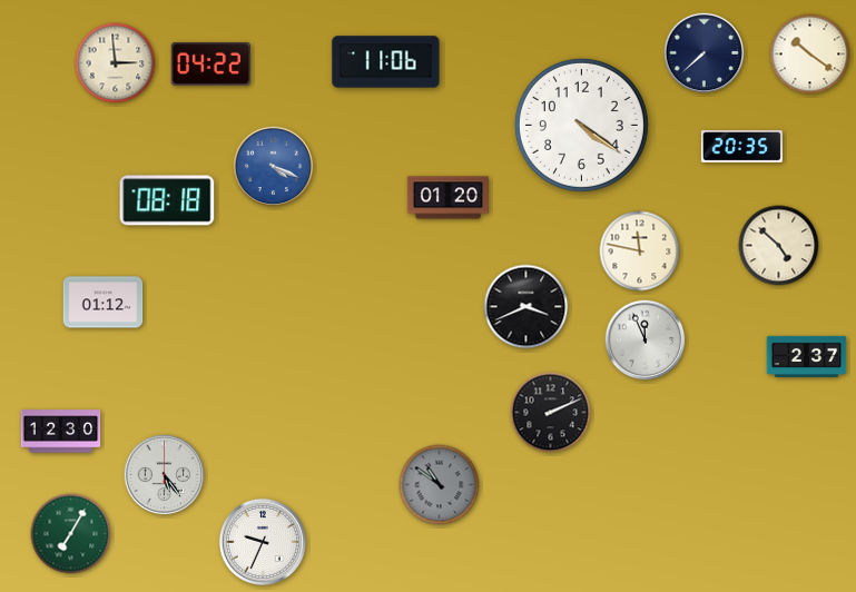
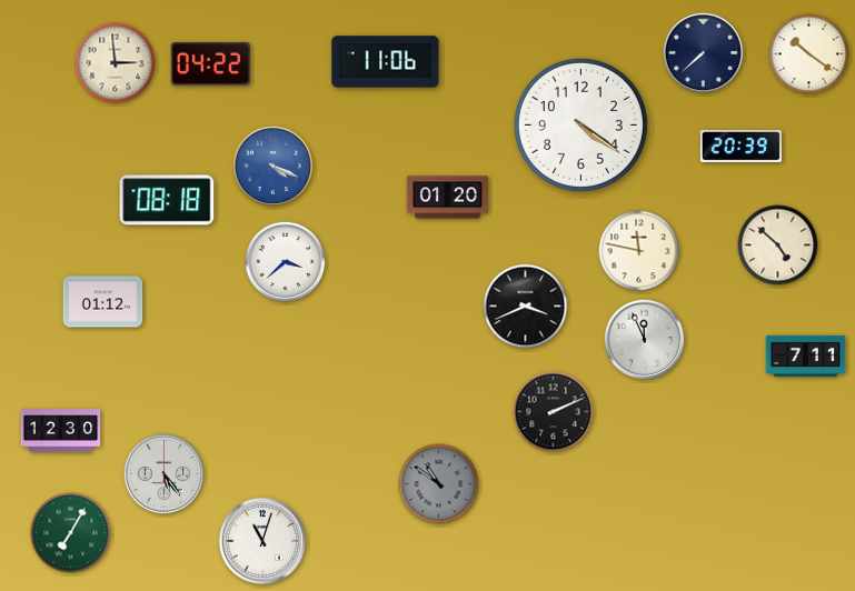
clock at (741, 146): 20:35 -> 20:39
clock at (286, 262): none -> 3:38
clock at (807, 356): 2:37 -> 7:11
clock at (551, 413) position: (551, 413) -> (554, 412)
clock at (263, 542): 9:34 -> 11:03
